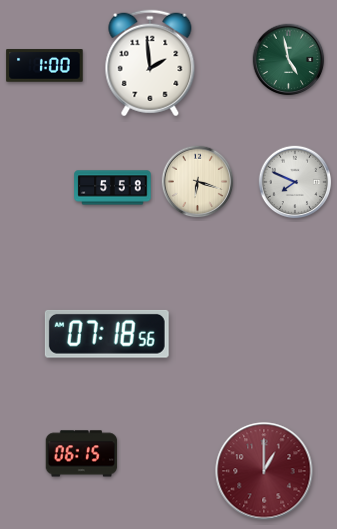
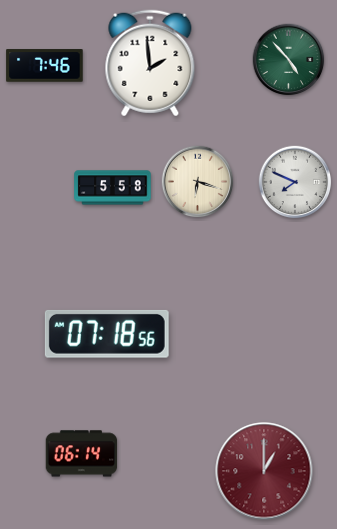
clock at (289, 60): 4:58 -> 4:53
clock at (45, 66): 1:00 -> 7:46
clock at (82, 454): 06:15 -> 06:14
